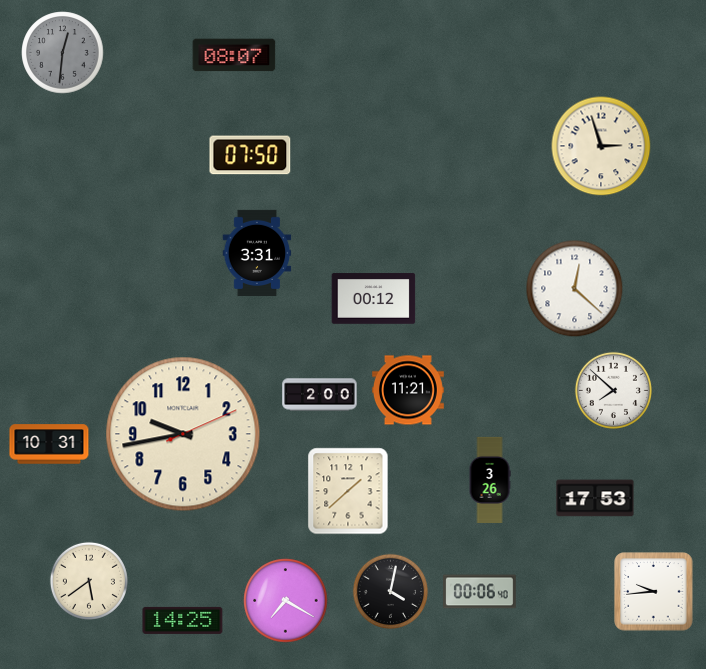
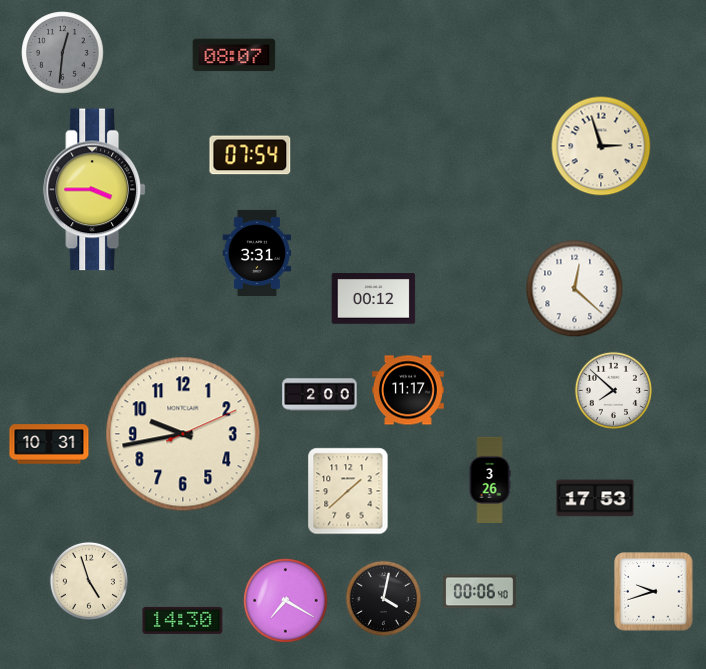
clock at (250, 155): 07:50 -> 07:54
clock at (95, 190): none -> 3:45
clock at (408, 390): 11:21 -> 11:17
clock at (89, 581): 5:39 -> 4:57
clock at (391, 592) position: (391, 592) -> (384, 599)
clock at (654, 592): 9:44 -> 9:42
clock at (183, 620): 14:25 -> 14:30
